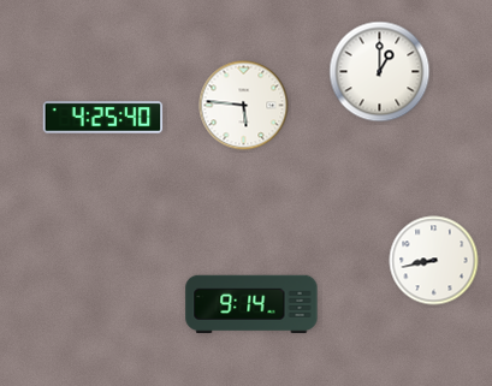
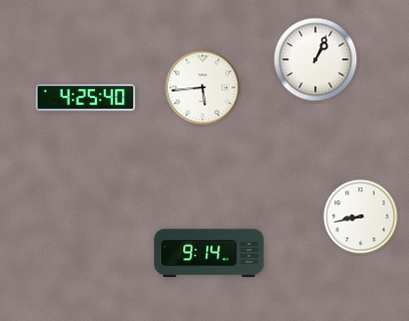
clock at (380, 72): 1:00 -> 1:04
clock at (244, 106): 5:46 -> 5:44
